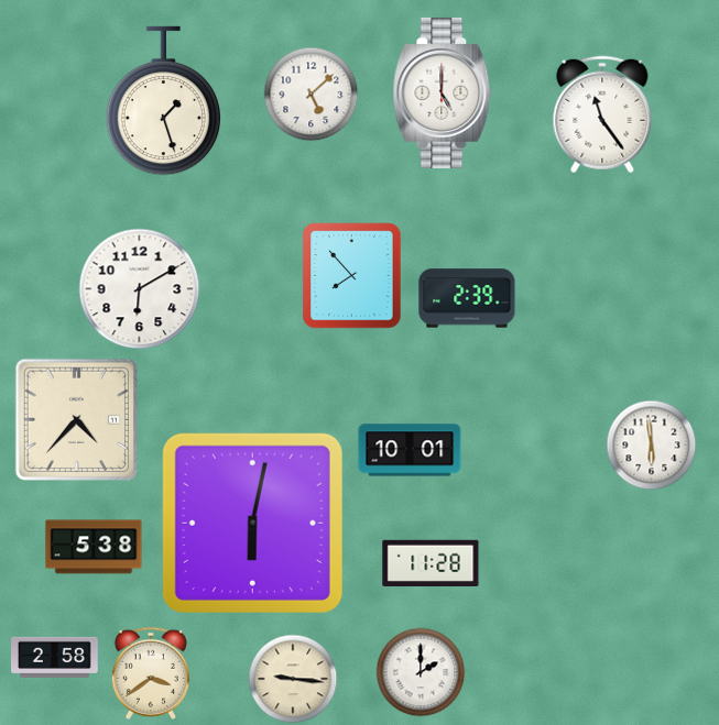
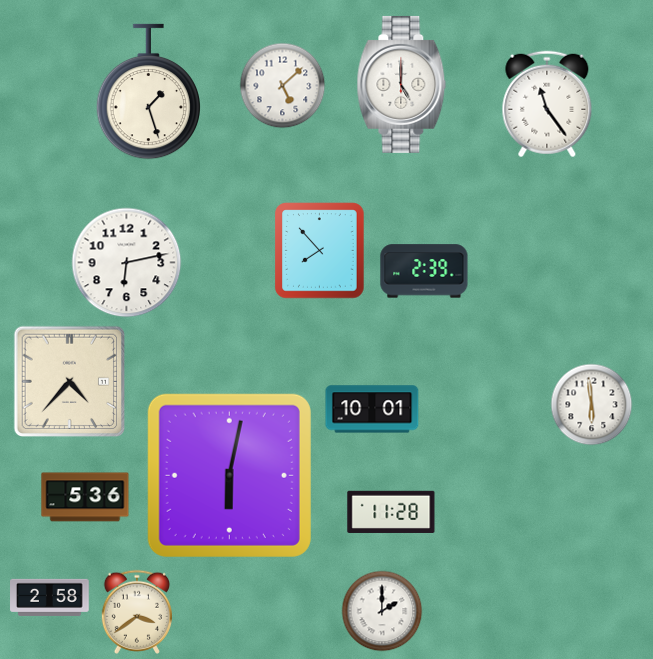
clock at (140, 289): 6:10 -> 6:13
clock at (94, 547): 5:38 -> 5:36
clock at (293, 679): 9:16 -> none
